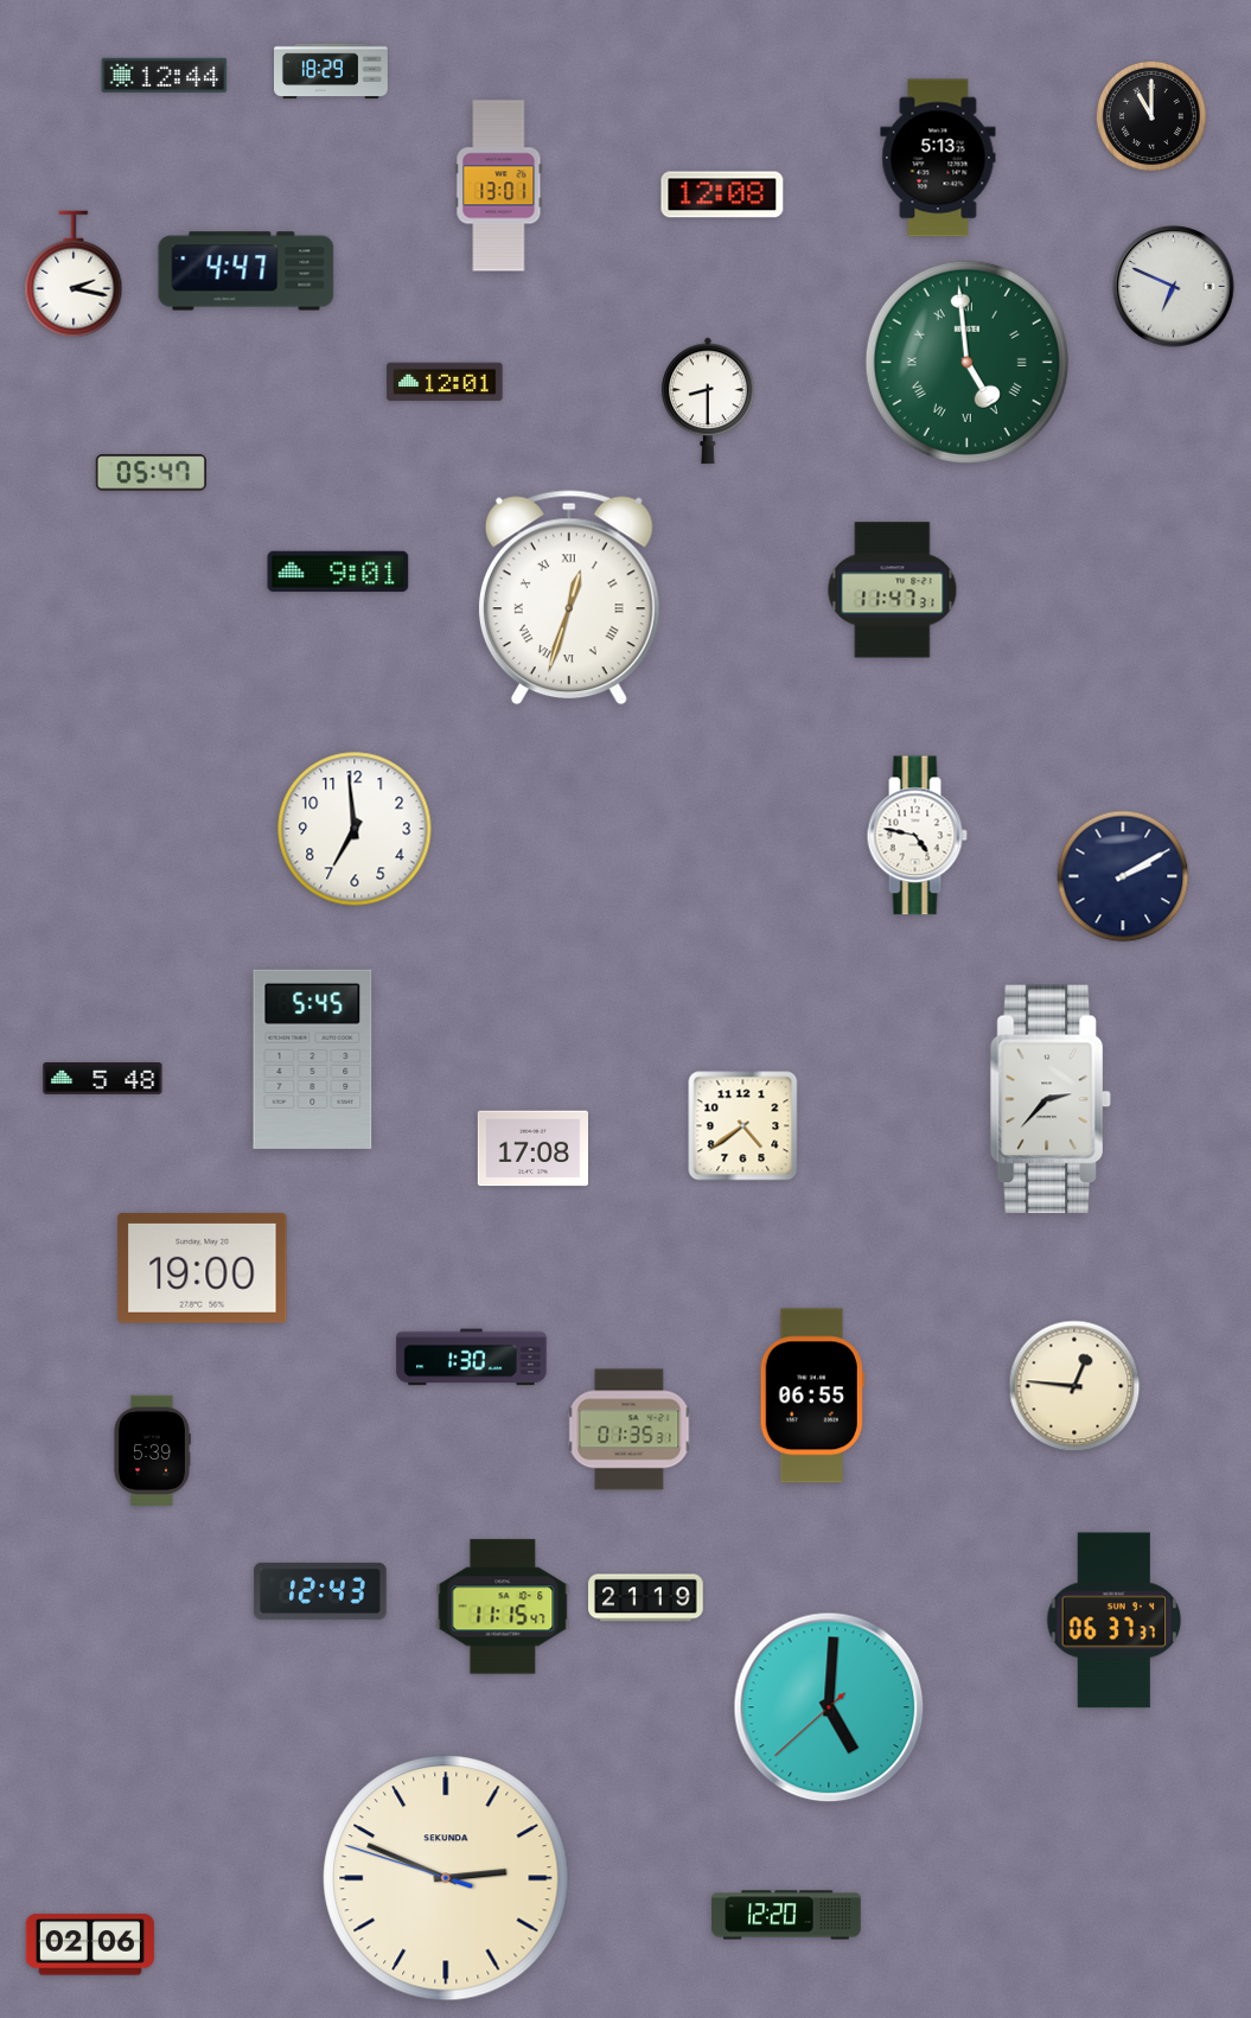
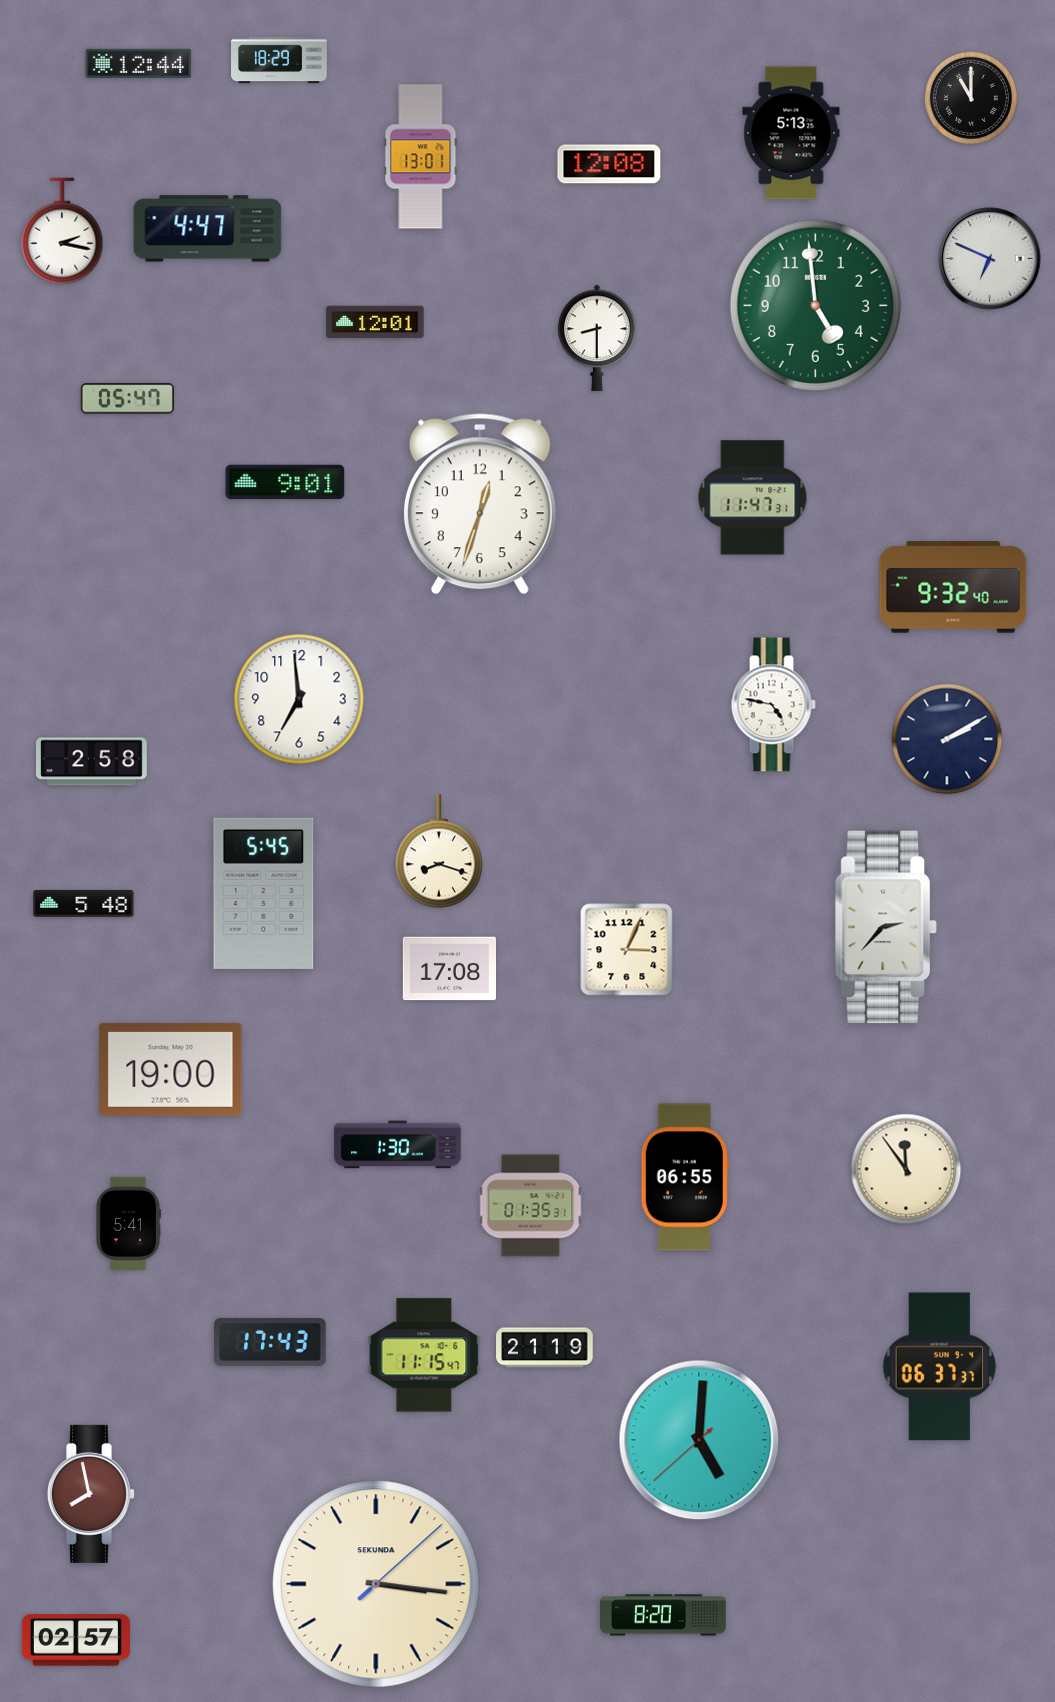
clock at (1174, 287) position: (1174, 287) -> (990, 259)
clock at (966, 362) numerals: Roman -> Arabic
clock at (569, 598) numerals: Roman -> Arabic
clock at (953, 587): none -> 9:32
clock at (92, 762): none -> 2:58
clock at (439, 851): none -> 8:18
clock at (103, 1078) position: (103, 1078) -> (84, 903)
clock at (743, 1126): 4:39 -> 3:04
clock at (1074, 1386): 12:46 -> 11:54
clock at (152, 1450): 5:39 -> 5:41
clock at (320, 1591): 12:43 -> 17:43
clock at (91, 1494): none -> 7:58
clock at (446, 1878): 2:48 -> 3:16
clock at (786, 1915): 12:20 -> 8:20
clock at (90, 1944): 02:06 -> 02:57
